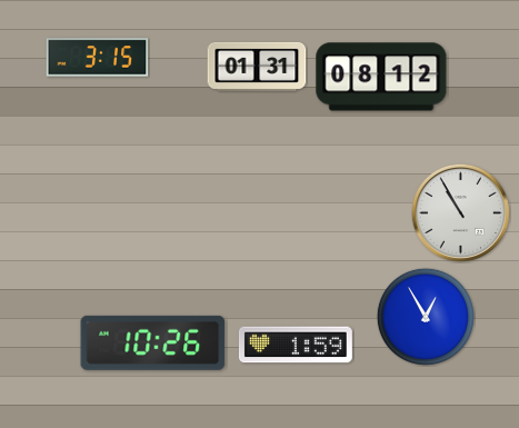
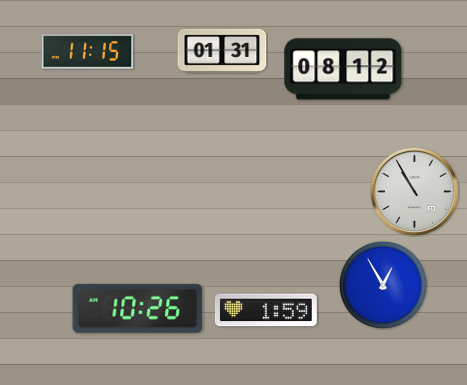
clock at (98, 58): 3:15 -> 11:15
clock at (257, 67) position: (257, 67) -> (222, 51)
